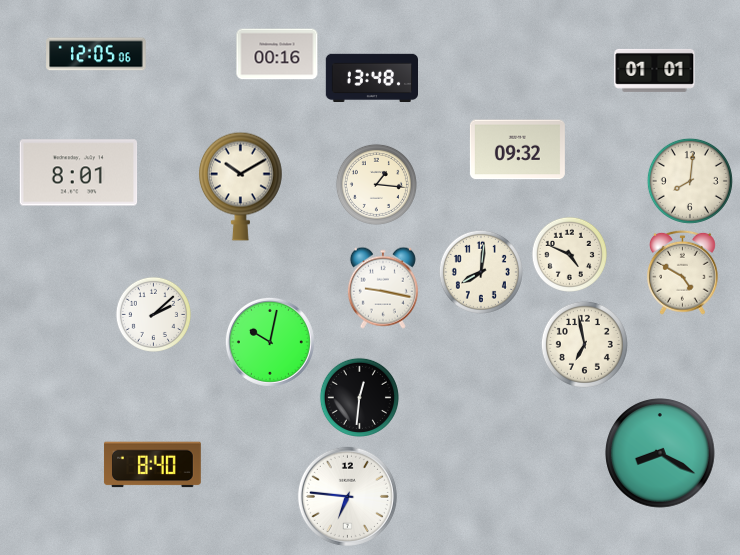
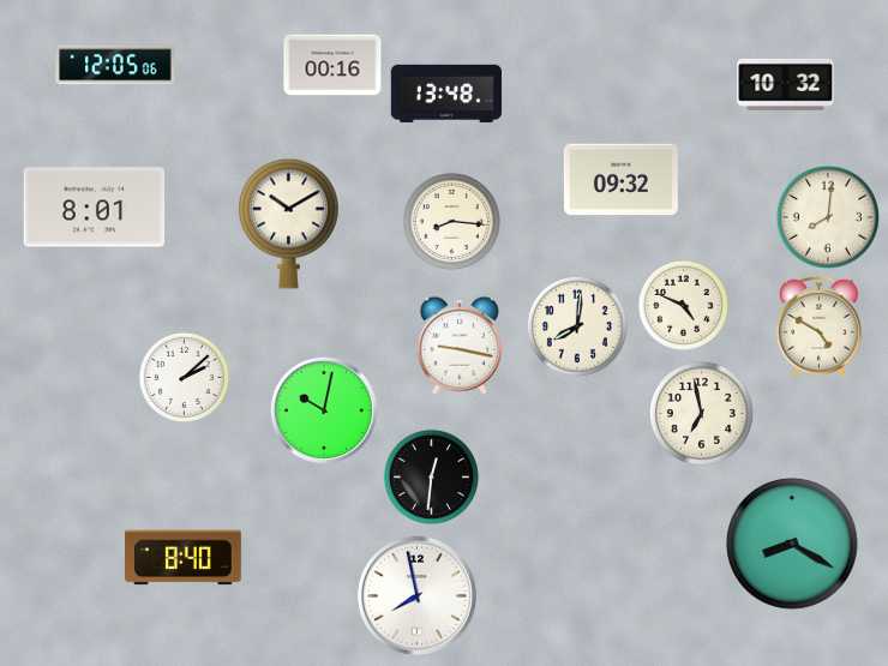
clock at (655, 70): 01:01 -> 10:32
clock at (376, 184): 1:16 -> 8:16
clock at (347, 496): 6:46 -> 7:58
